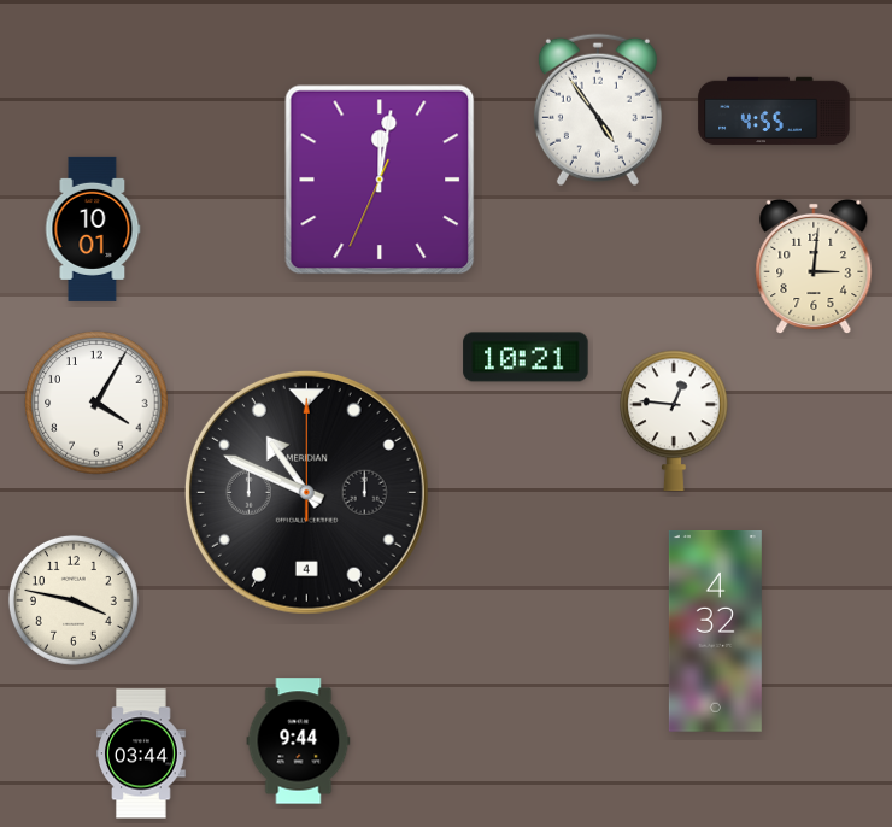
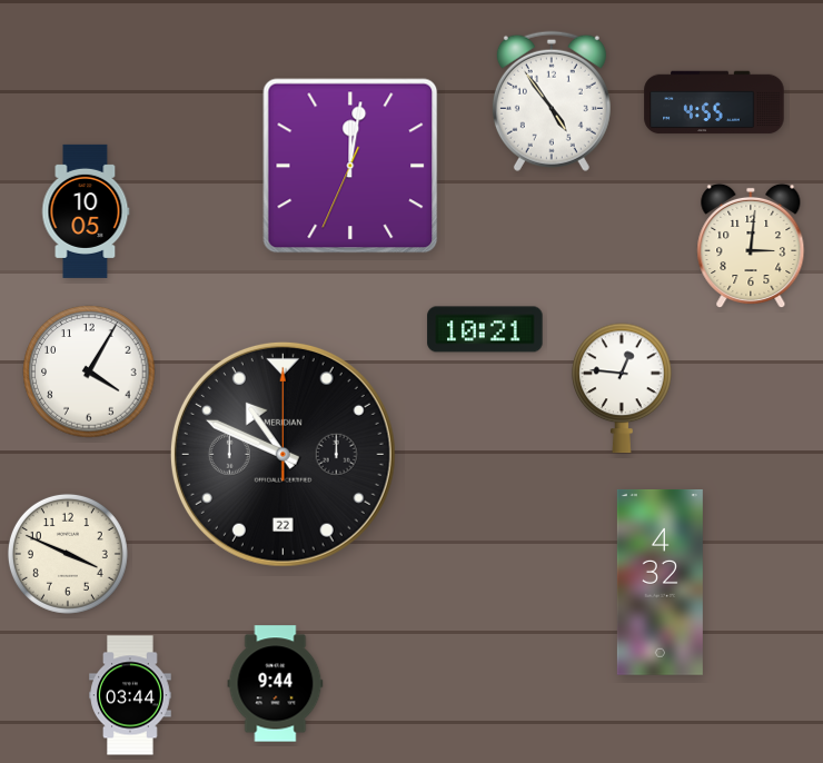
clock at (93, 229): 10:01 -> 10:05
clock at (306, 492) date: 4 -> 22
clock at (74, 600): 3:47 -> 3:49
